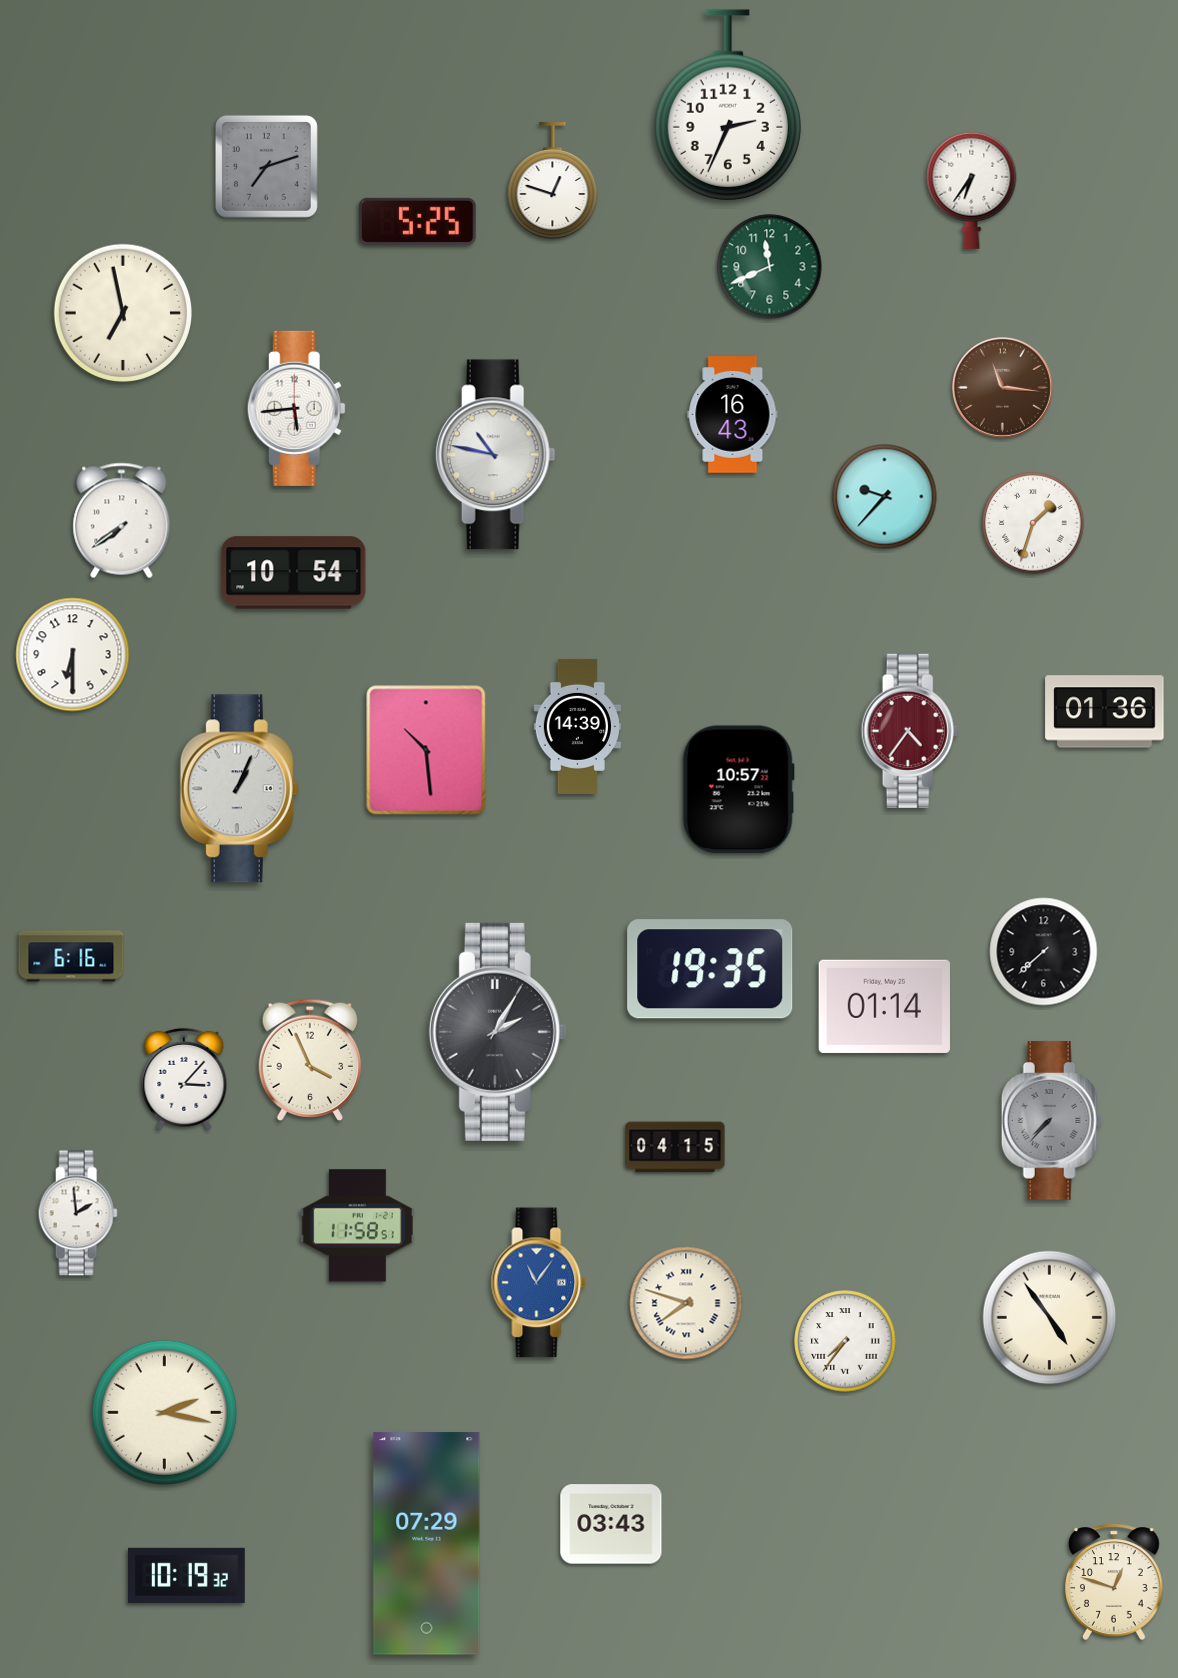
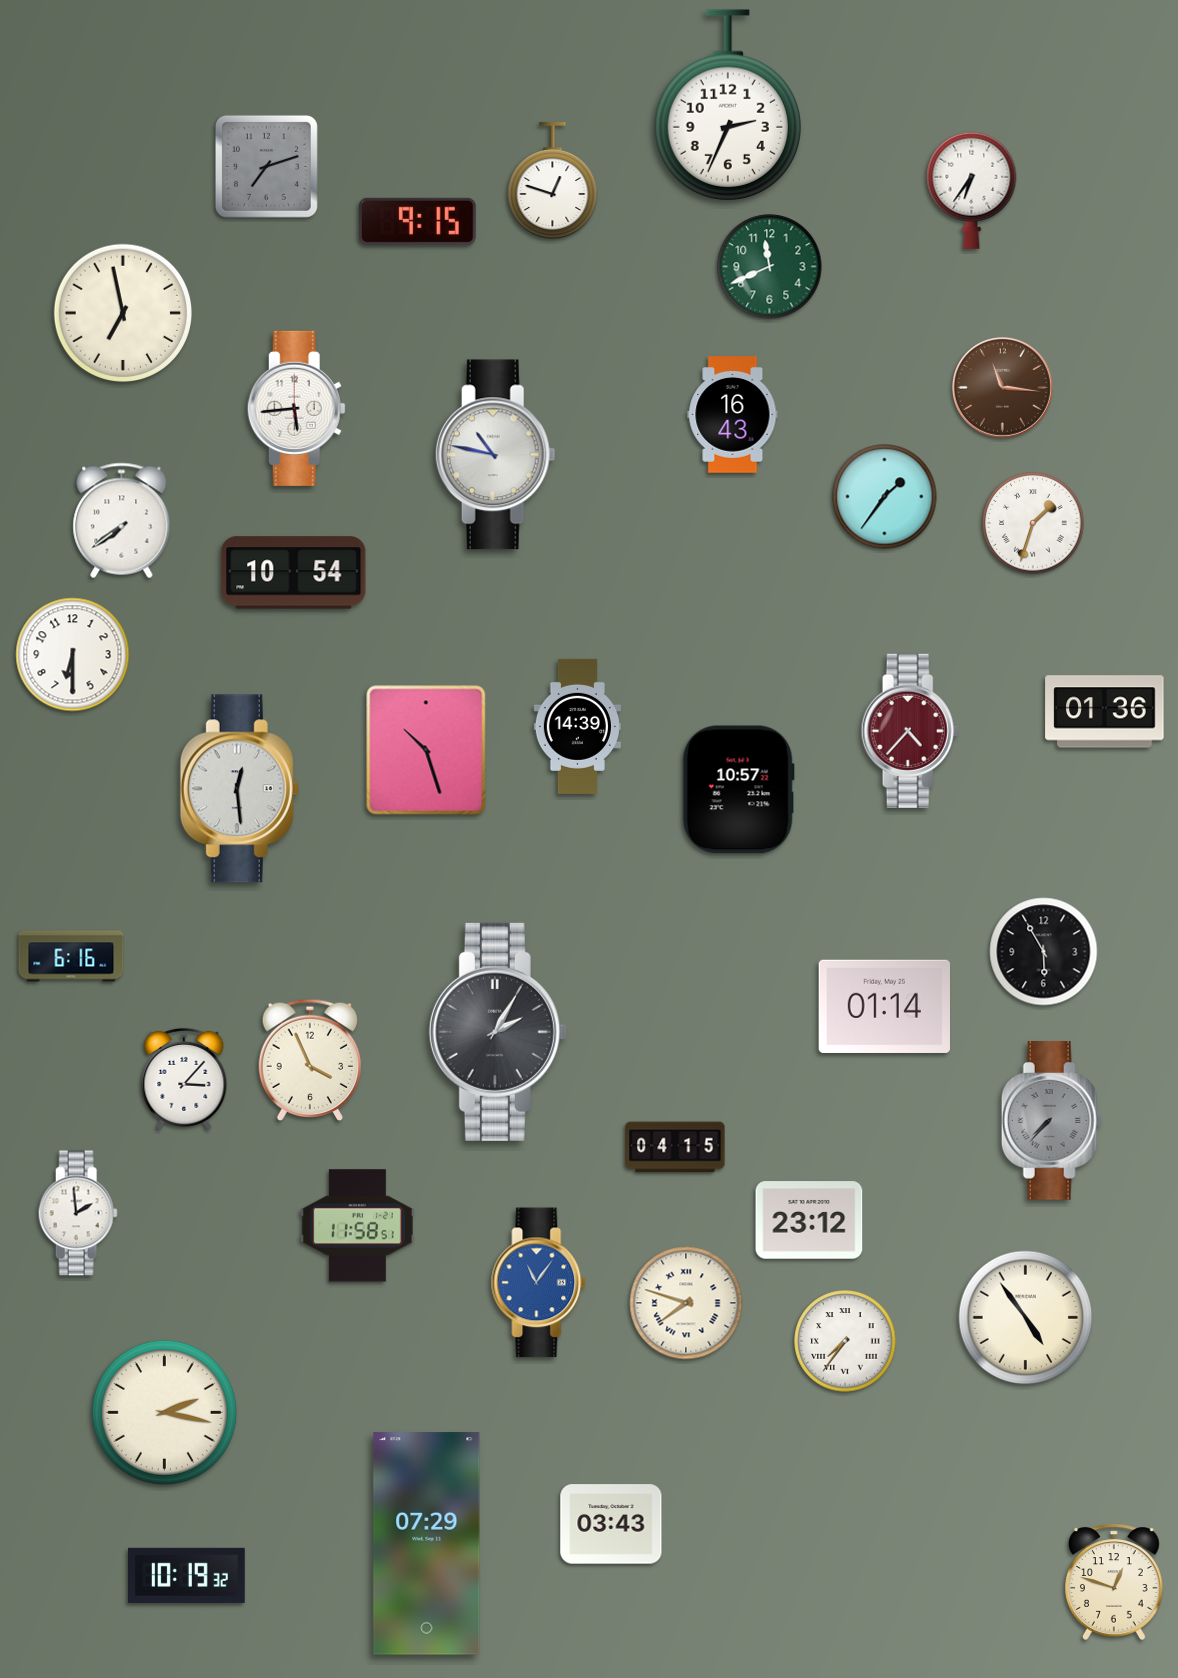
clock at (418, 221): 5:25 -> 9:15
clock at (885, 497): 9:37 -> 1:36
clock at (910, 731): 4:36 -> 4:37
clock at (426, 750): 10:29 -> 10:27
clock at (239, 789): 1:04 -> 12:29
clock at (1044, 952): 7:38 -> 5:55
clock at (710, 969): 19:35 -> none
clock at (809, 1220): none -> 23:12
clock at (1050, 1318) position: (1050, 1318) -> (1026, 1318)
